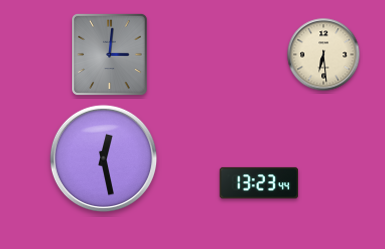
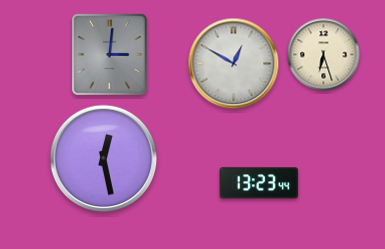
clock at (324, 55): 6:29 -> 6:27
clock at (234, 64): none -> 12:50
